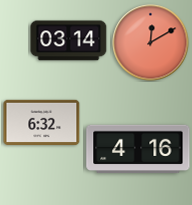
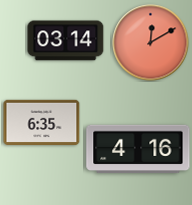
clock at (69, 41) position: (69, 41) -> (66, 41)
clock at (42, 123): 6:32 -> 6:35
